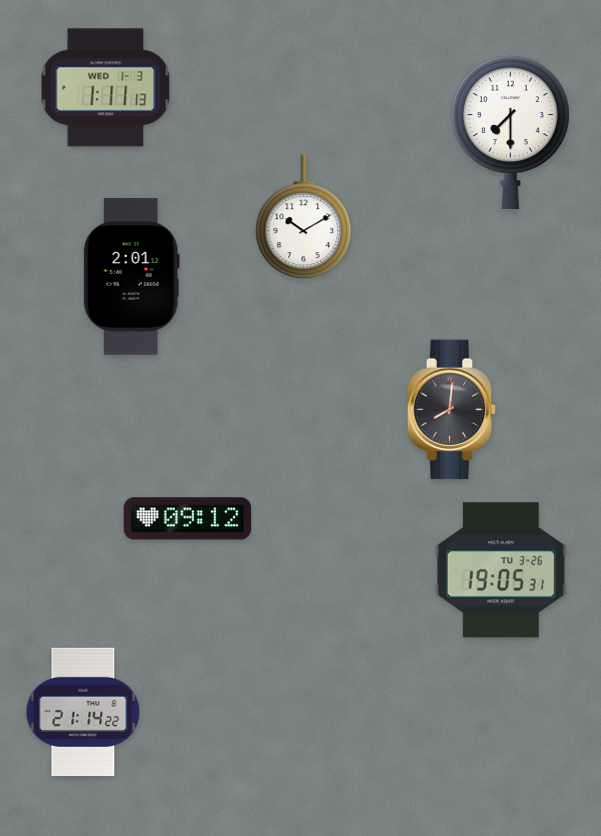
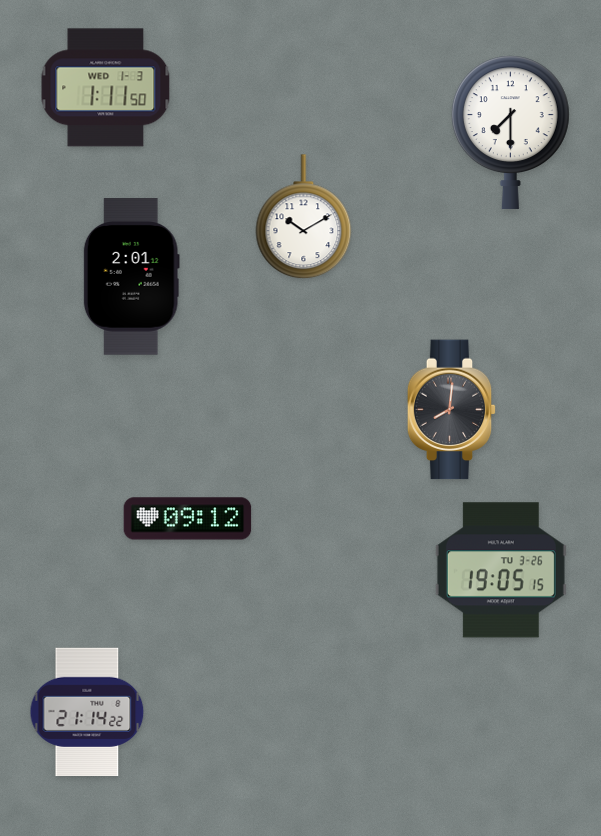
clock at (106, 88): 1:11:13 -> 1:11:50
clock at (501, 570): 19:05:31 -> 19:05:15
clock at (83, 711) position: (83, 711) -> (87, 711)
